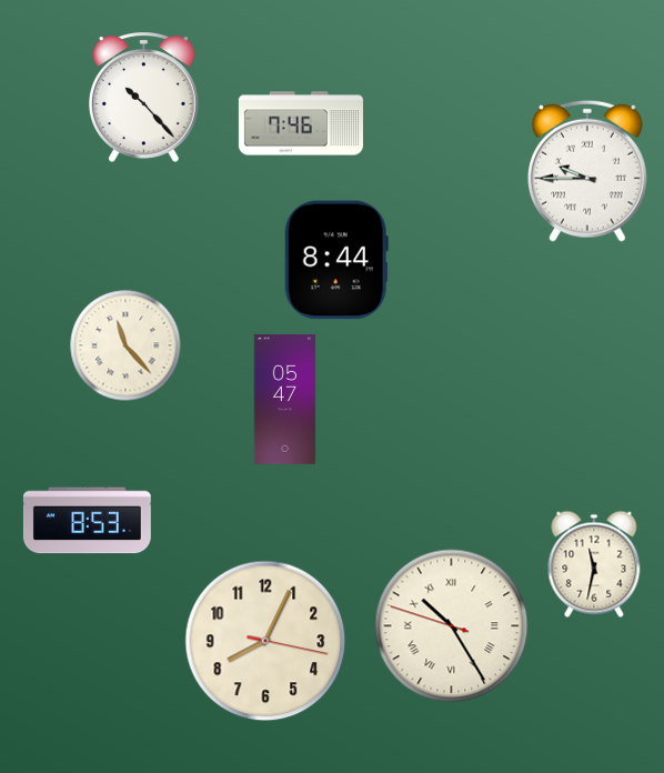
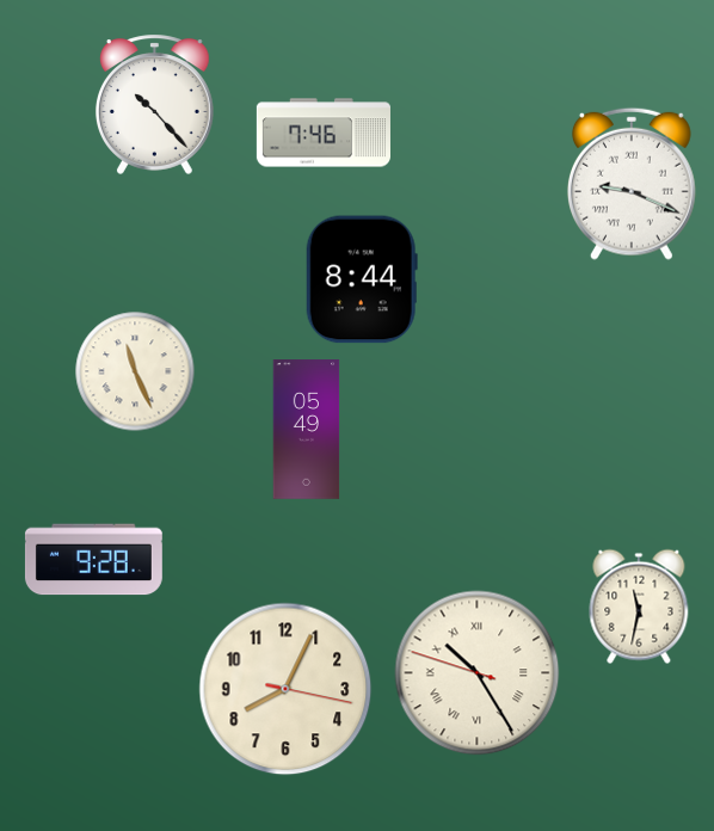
clock at (587, 171): 9:45 -> 9:19
clock at (125, 345): 11:23 -> 11:26
clock at (285, 400): 05:47 -> 05:49
clock at (87, 521): 8:53 -> 9:28
clock at (452, 626) position: (452, 626) -> (478, 673)
